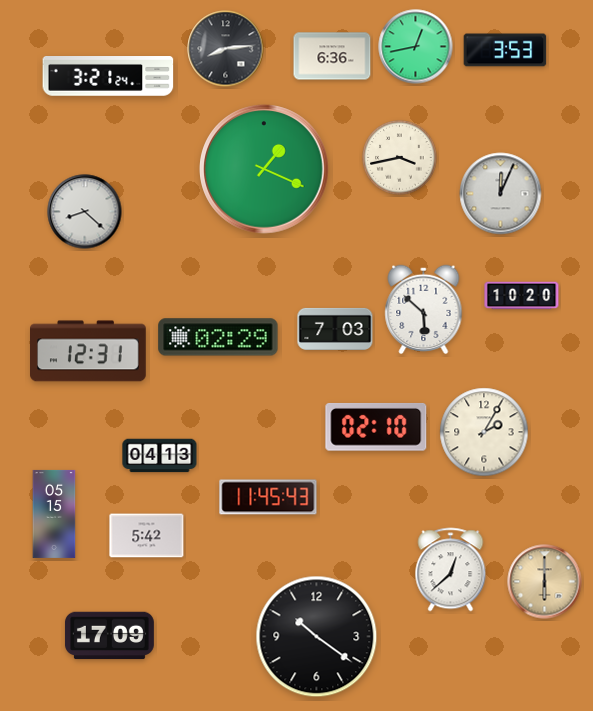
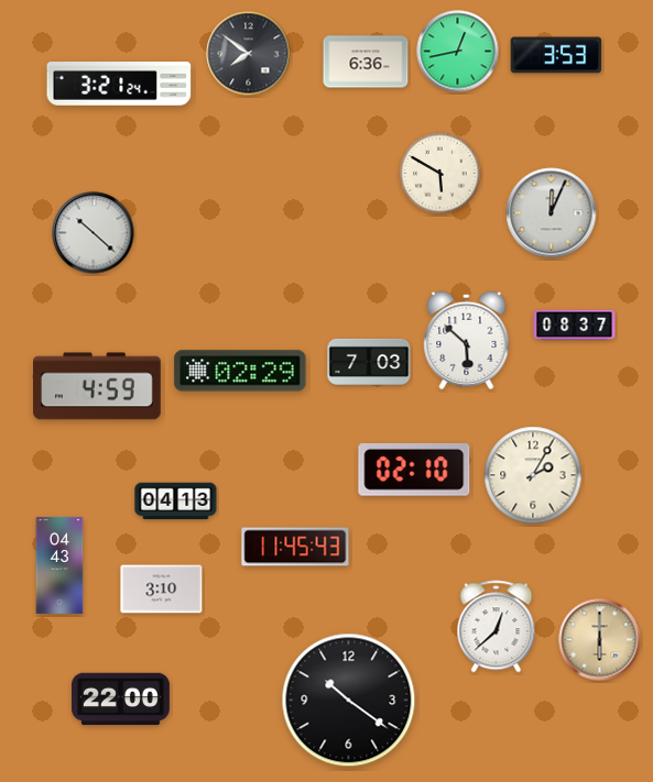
clock at (226, 49): 8:14 -> 7:51
clock at (400, 158): 3:43 -> 5:50
clock at (264, 169): 1:19 -> none
clock at (85, 212): 8:22 -> 10:22
clock at (522, 296): 10:20 -> 08:37
clock at (89, 351): 12:31 -> 4:59
clock at (54, 514): 05:15 -> 04:43
clock at (147, 536): 5:42 -> 3:10
clock at (109, 636): 17:09 -> 22:00
